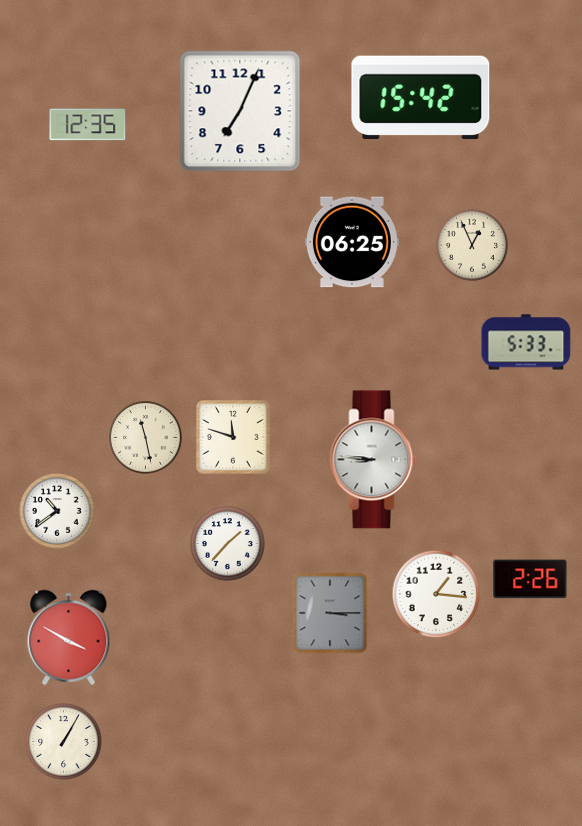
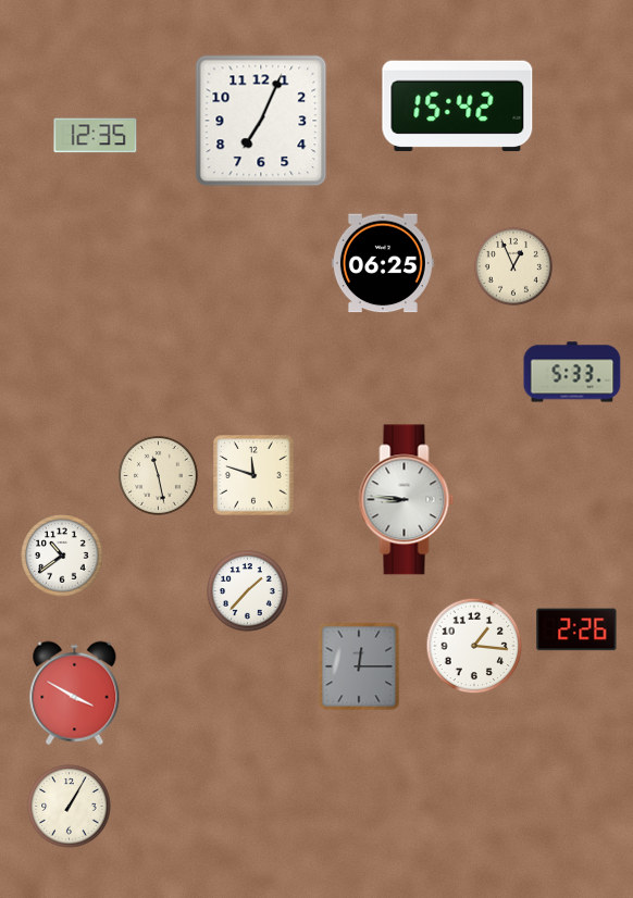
clock at (330, 613): 3:15 -> 12:15
